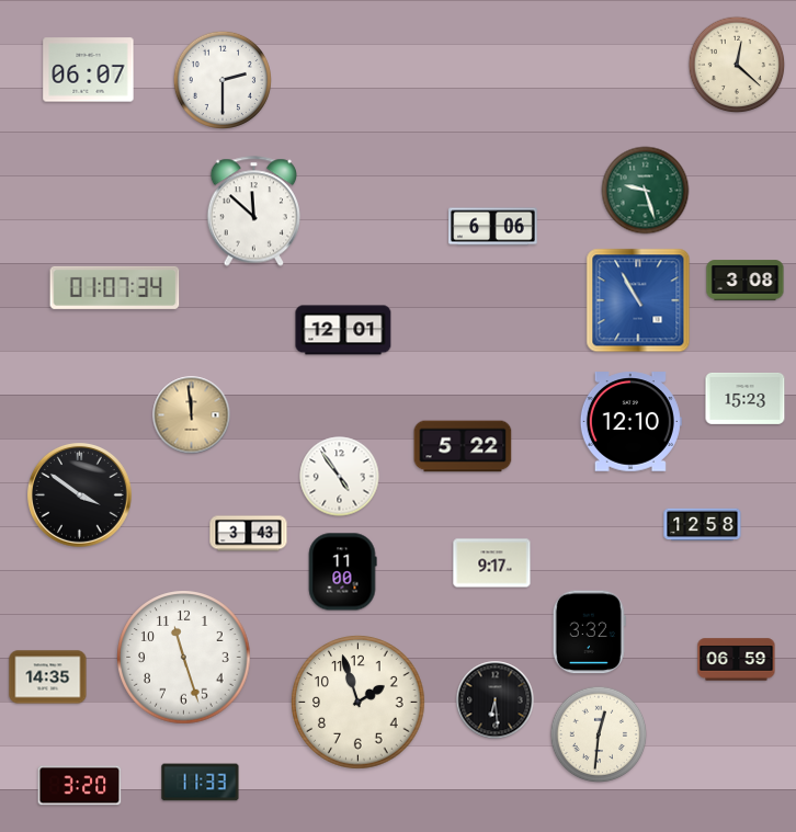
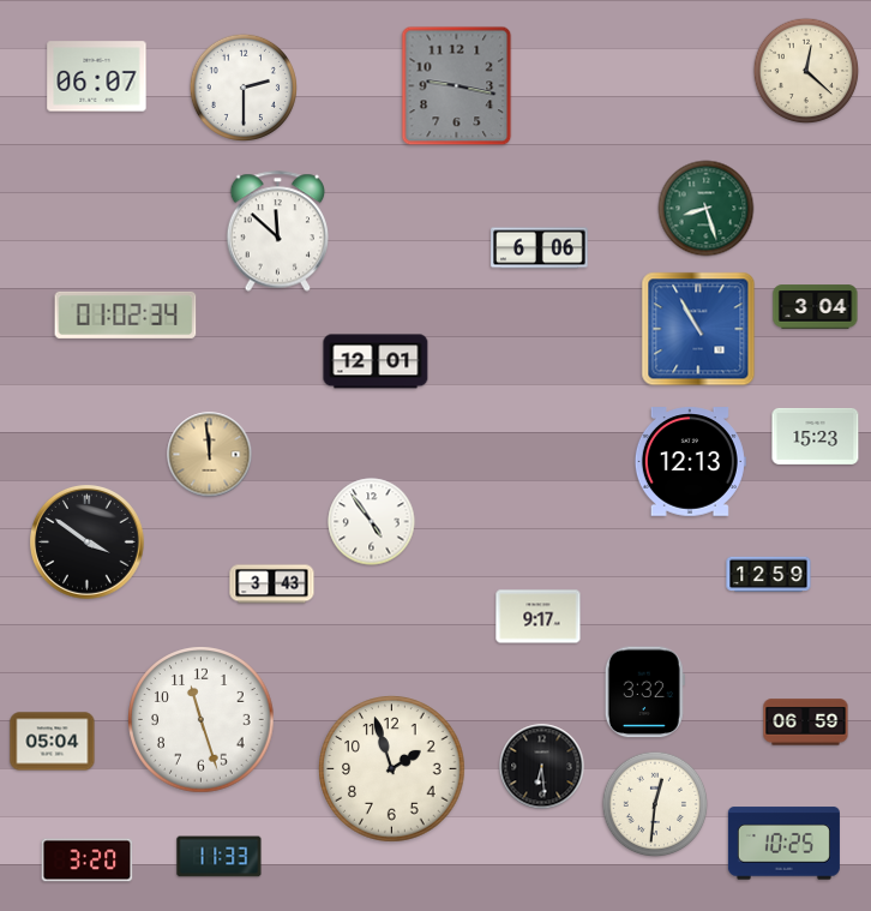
clock at (457, 86): none -> 9:17
clock at (646, 191): 9:27 -> 8:27
clock at (746, 281): 3:08 -> 3:04
clock at (115, 287): 01:07 -> 01:02
clock at (630, 422): 12:10 -> 12:13
clock at (463, 446): 5:22 -> none
clock at (703, 525): 12:58 -> 12:59
clock at (342, 572): 11:00 -> none
clock at (48, 677): 14:35 -> 05:04
clock at (783, 844): none -> 10:25
